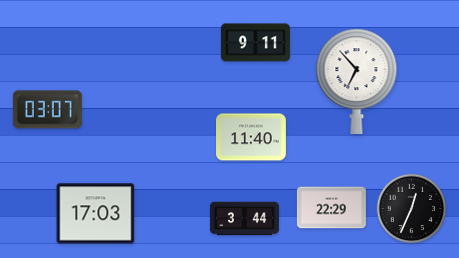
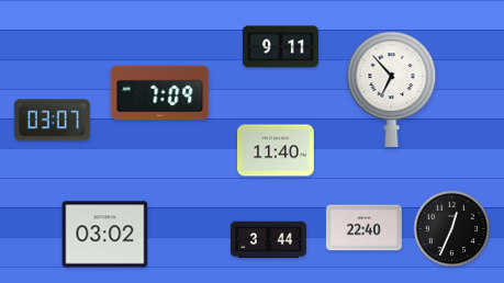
clock at (160, 93): none -> 7:09
clock at (331, 208): 22:29 -> 22:40
clock at (96, 214): 17:03 -> 03:02
